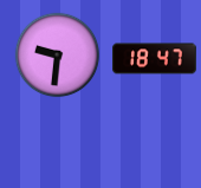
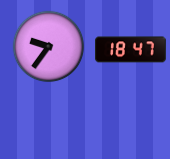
clock at (58, 56): 9:31 -> 9:36
